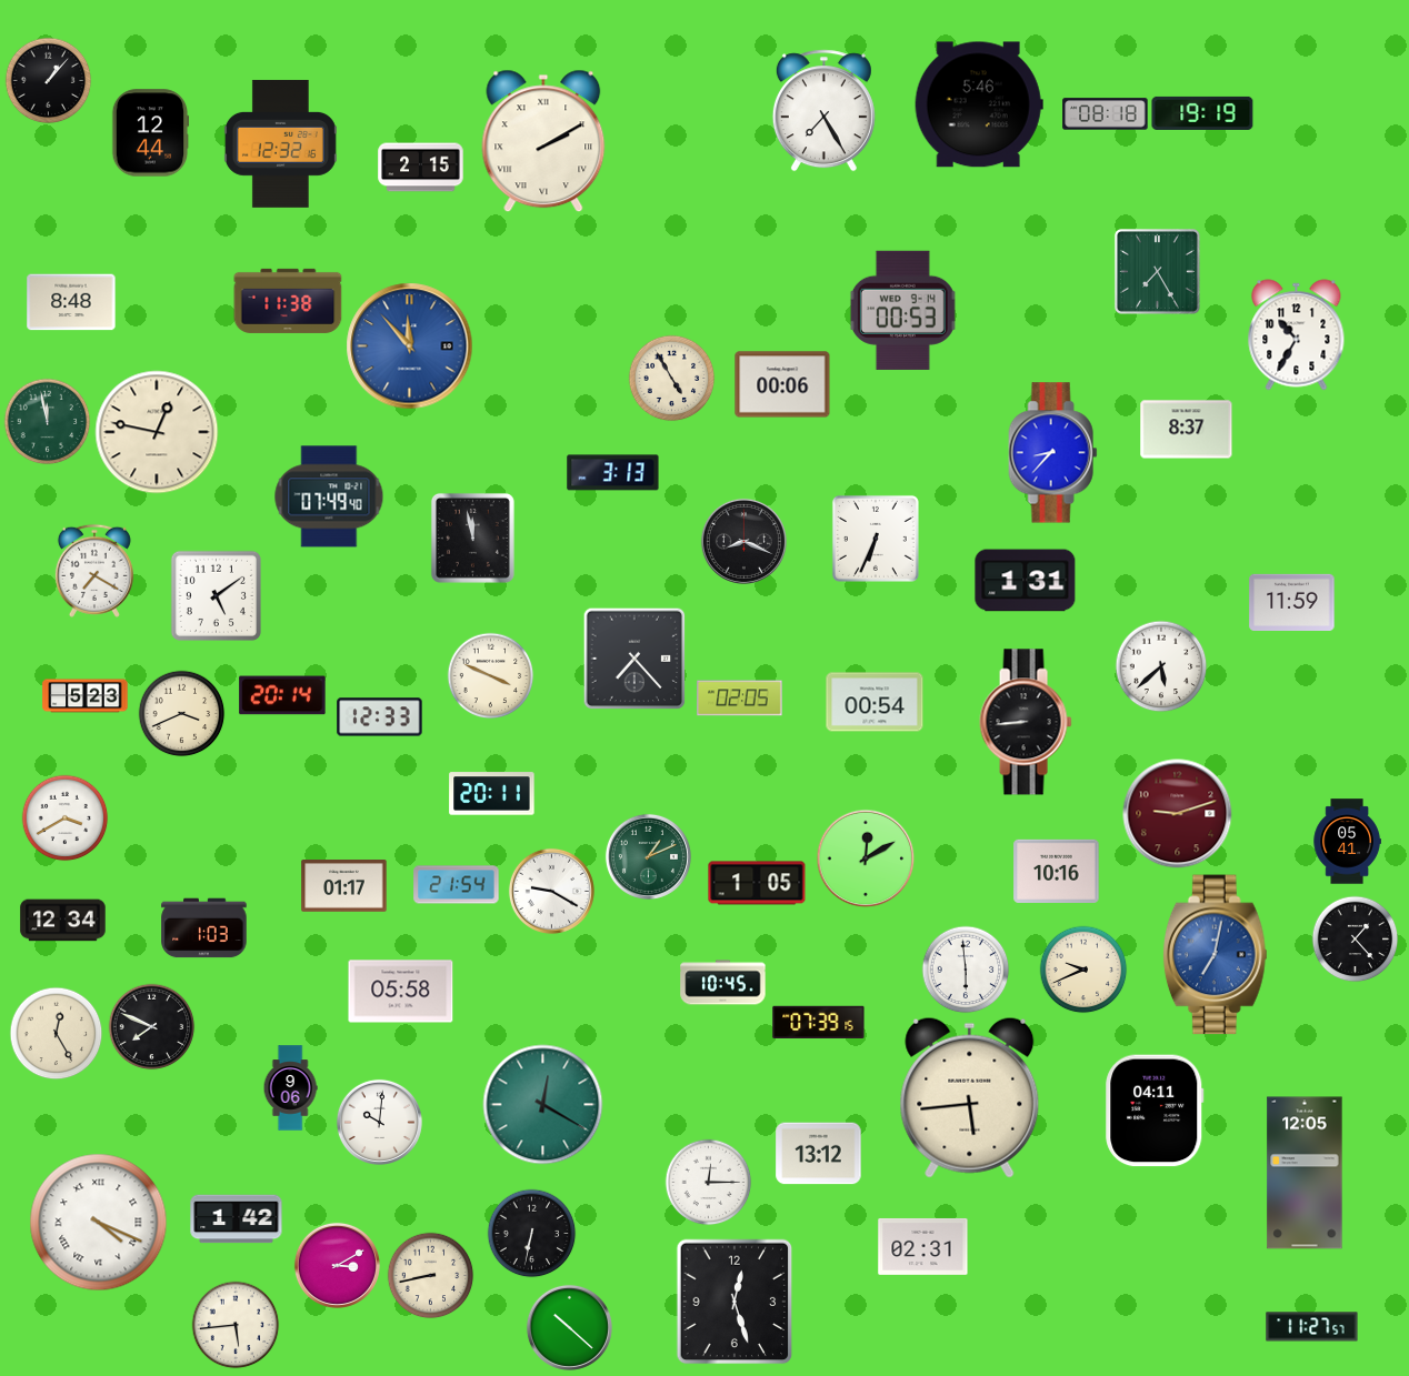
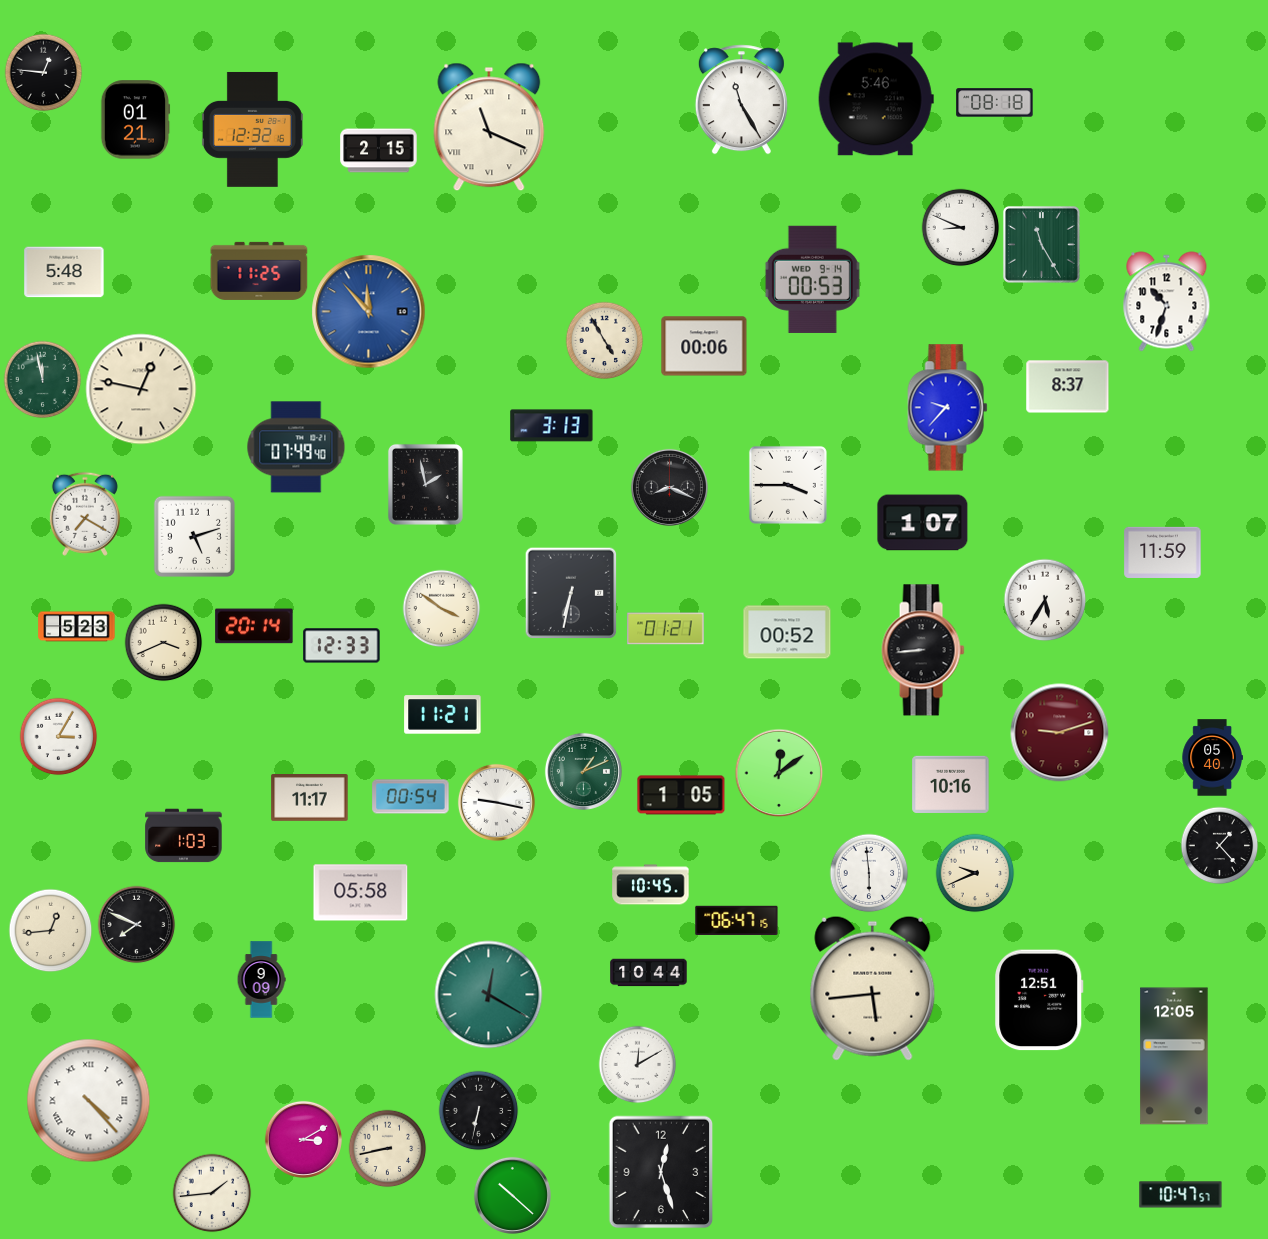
clock at (48, 80): 1:07 -> 12:46
clock at (979, 104) position: (979, 104) -> (876, 99)
clock at (823, 111): 7:25 -> 11:25
clock at (1202, 113): 19:19 -> none
clock at (150, 133): 12:44 -> 01:21
clock at (543, 141): 2:10 -> 11:19
clock at (960, 227): none -> 8:49
clock at (1157, 271): 7:25 -> 11:25
clock at (288, 301): 11:38 -> 11:25
clock at (71, 302): 8:48 -> 5:48
clock at (1297, 335): 10:35 -> 10:33
clock at (1053, 453): 8:37 -> 9:37
clock at (472, 538): 11:58 -> 1:58
clock at (876, 539): 6:34 -> 3:45
clock at (1026, 581): 1:31 -> 1:07
clock at (216, 595): 5:09 -> 5:12
clock at (1292, 602) position: (1292, 602) -> (1163, 552)
clock at (634, 659): 7:23 -> 6:32
clock at (1161, 666): 5:38 -> 5:35
clock at (490, 675): 3:49 -> 3:51
clock at (740, 699): 02:05 -> 01:21
clock at (875, 702): 00:54 -> 00:52
clock at (492, 794): 20:11 -> 11:21
clock at (64, 817): 3:40 -> 3:05
clock at (1347, 842): 05:41 -> 05:40
clock at (866, 858): 12:10 -> 12:09
clock at (457, 885): 21:54 -> 00:54
clock at (344, 886): 01:17 -> 11:17
clock at (551, 891): 9:20 -> 9:17
clock at (63, 921): 12:34 -> none
clock at (1215, 955): 7:02 -> none
clock at (819, 1022): 07:39 -> 06:47
clock at (56, 1033): 12:25 -> 12:44
clock at (649, 973): none -> 10:44
clock at (290, 1088): 9:06 -> 9:09
clock at (1155, 1111): 04:11 -> 12:51
clock at (379, 1122): 10:01 -> none
clock at (819, 1154): 13:12 -> none
clock at (708, 1182): 12:15 -> 12:10
clock at (237, 1219): 1:42 -> none
clock at (99, 1223): 4:19 -> 4:23
clock at (923, 1246): 02:31 -> none
clock at (236, 1325): 5:44 -> 1:44
clock at (1312, 1327): 11:27 -> 10:47
